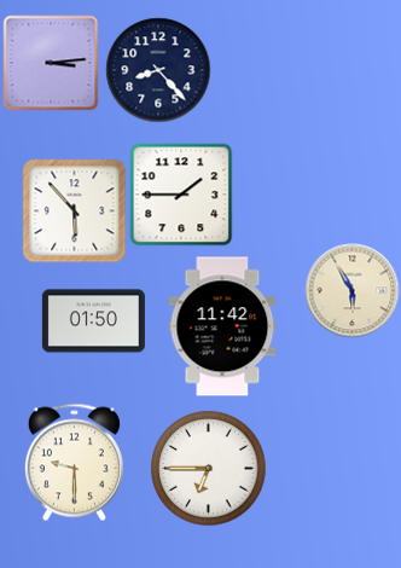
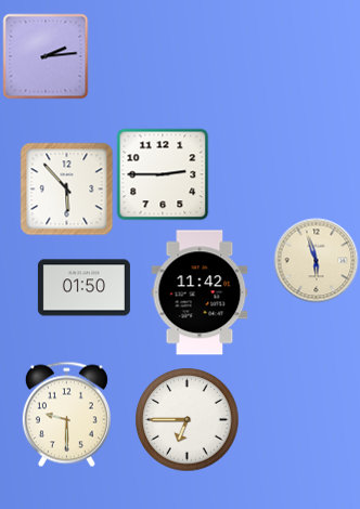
clock at (51, 63): 3:14 -> 2:14
clock at (158, 70): 8:23 -> none
clock at (181, 195): 1:45 -> 2:45
clock at (351, 290): 5:55 -> 5:57
